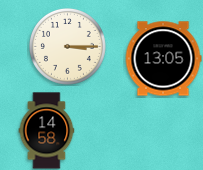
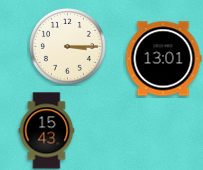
clock at (163, 59): 13:05 -> 13:01
clock at (47, 131): 14:58 -> 15:43
